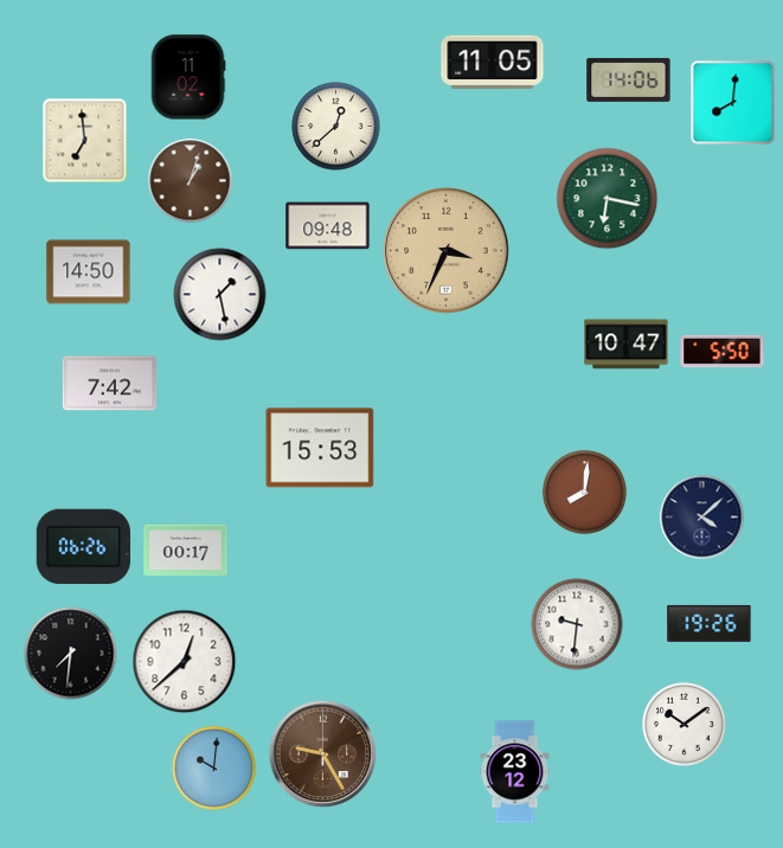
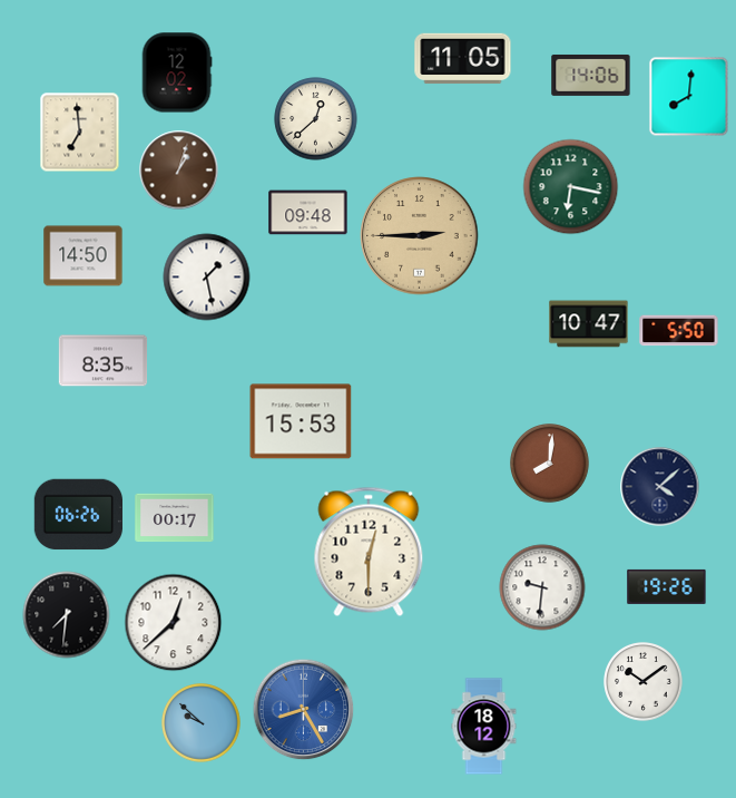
clock at (188, 77): 11:02 -> 12:02
clock at (447, 251): 3:34 -> 2:45
clock at (110, 384): 7:42 -> 8:35
clock at (369, 552): none -> 12:30
clock at (323, 754): 9:25 -> 8:25
clock at (323, 754) dial: brown -> blue
clock at (214, 769): 10:01 -> 9:52
clock at (515, 772): 23:12 -> 18:12
